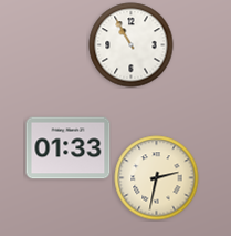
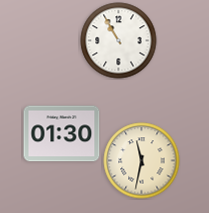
clock at (69, 148): 01:33 -> 01:30
clock at (157, 178): 2:32 -> 11:32
